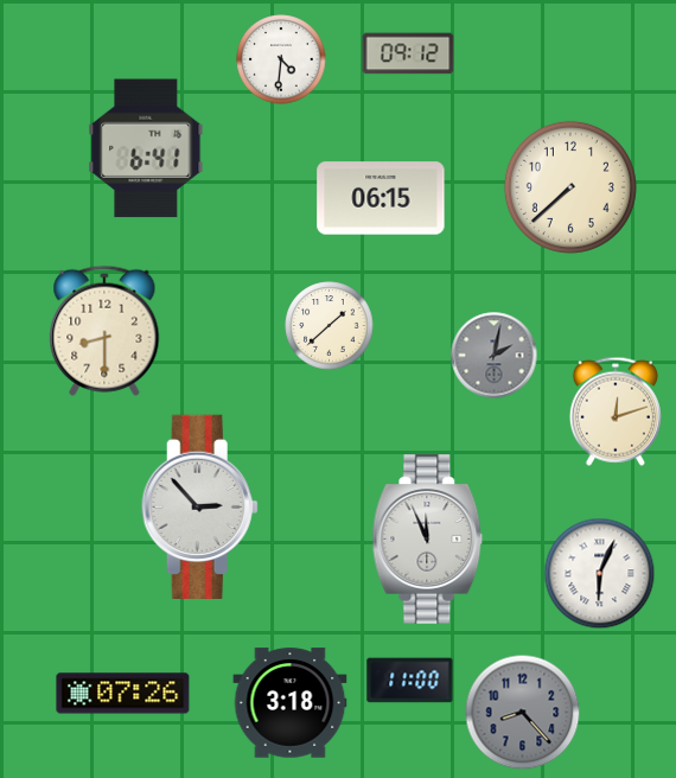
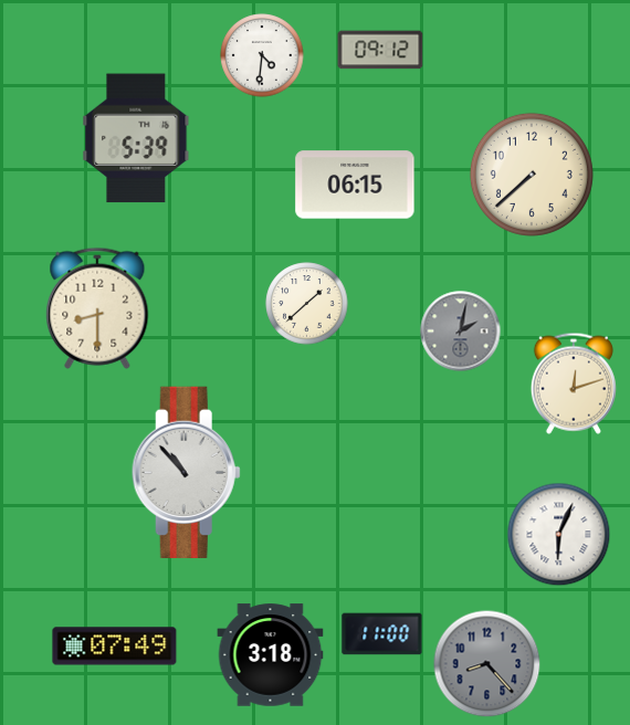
clock at (146, 148): 6:41 -> 5:39
clock at (199, 506): 2:53 -> 10:53
clock at (428, 540): 11:56 -> none
clock at (123, 694): 07:26 -> 07:49
